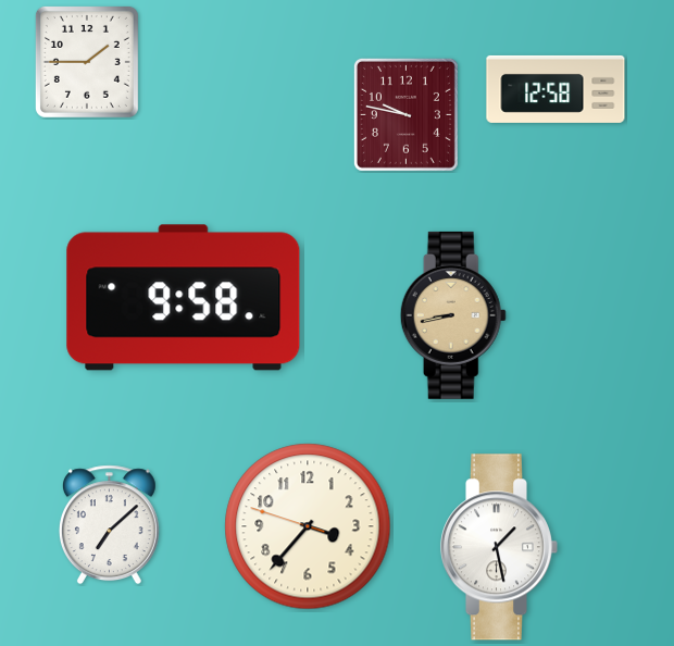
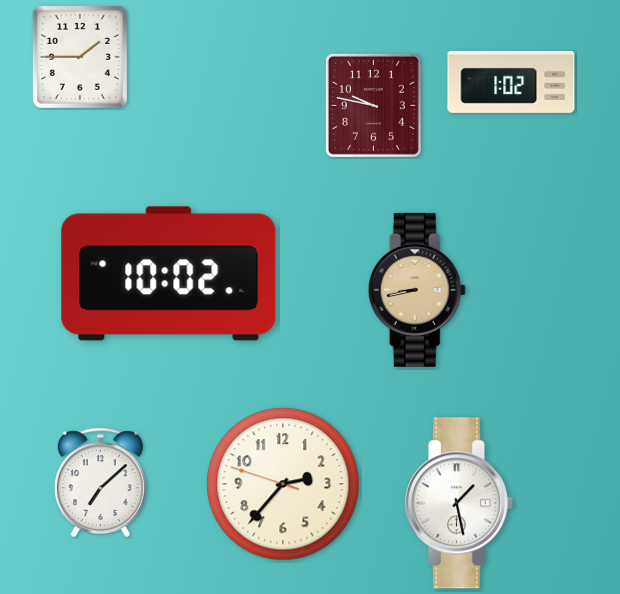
clock at (556, 89): 12:58 -> 1:02
clock at (184, 298): 9:58 -> 10:02
clock at (308, 526): 3:36 -> 2:36
